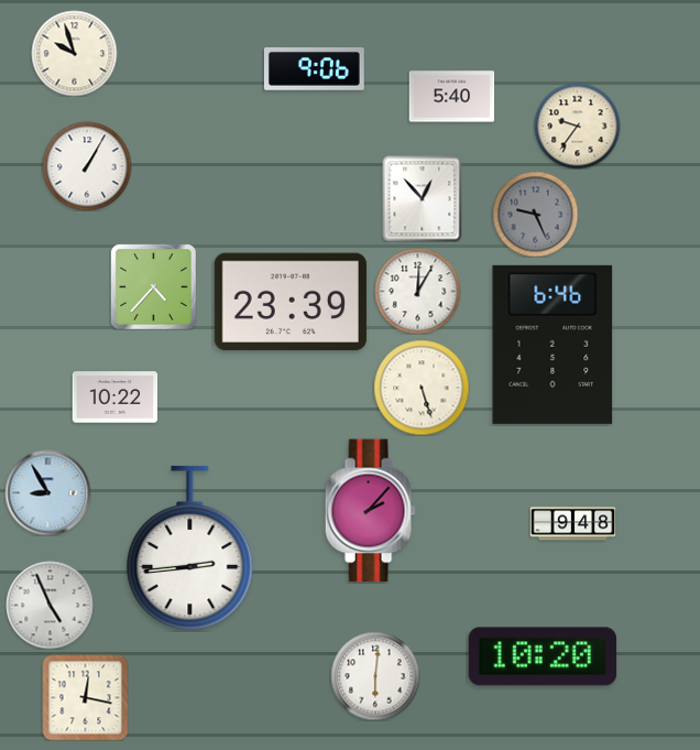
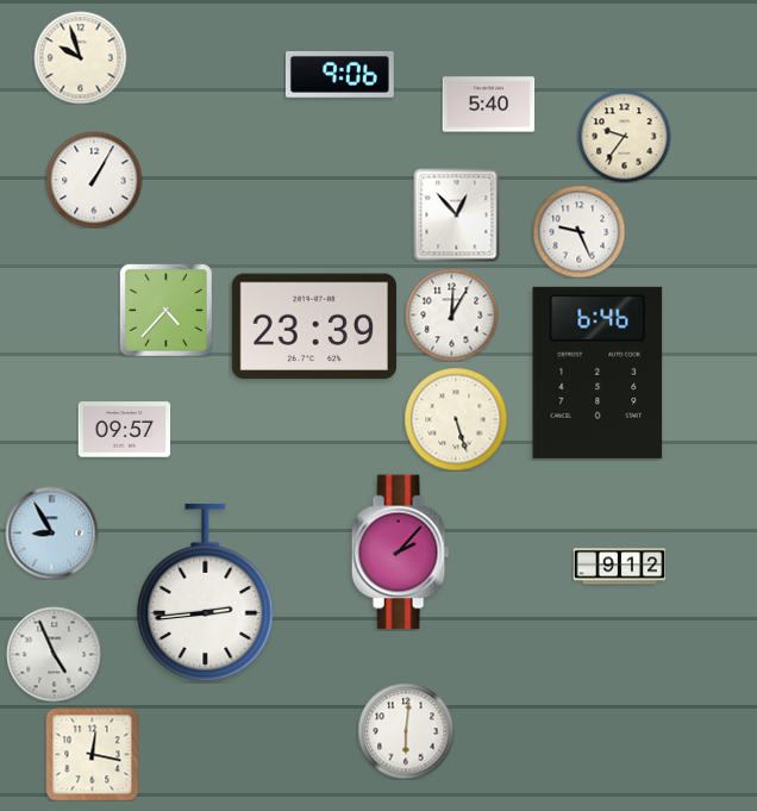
clock at (535, 214) dial: grey -> white
clock at (114, 398): 10:22 -> 09:57
clock at (572, 524): 9:48 -> 9:12
clock at (542, 656): 10:20 -> none
